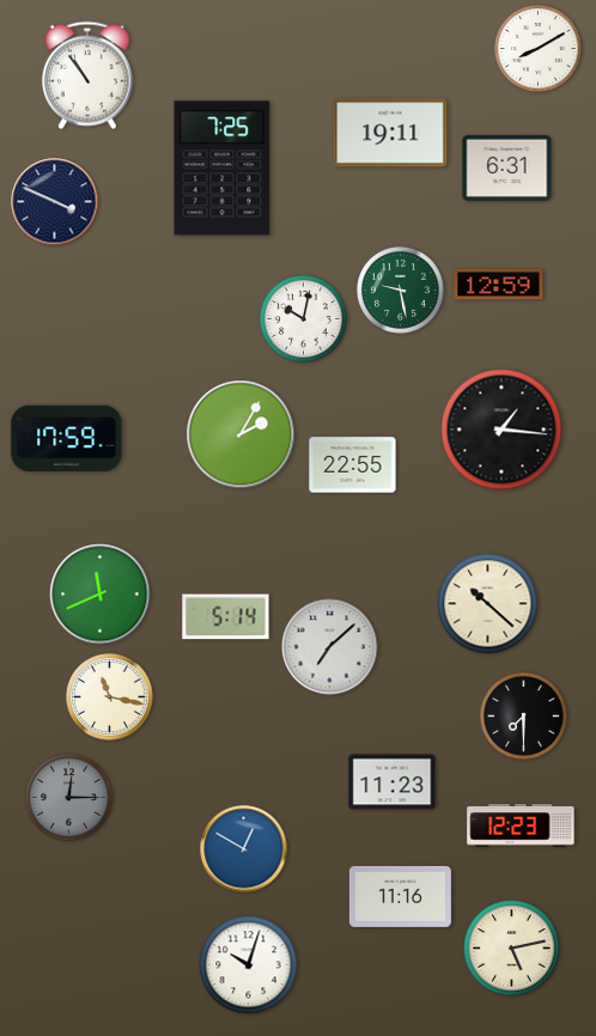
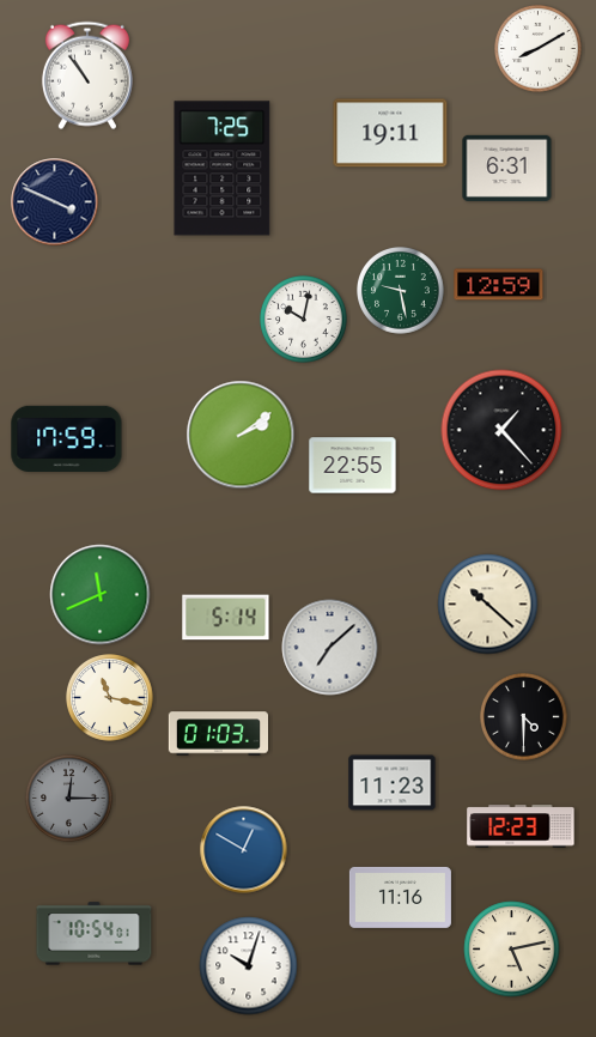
clock at (501, 429): 1:16 -> 1:23
clock at (241, 434): 2:05 -> 2:09
clock at (524, 717): 7:30 -> 4:30
clock at (218, 734): none -> 01:03
clock at (95, 934): none -> 10:54
